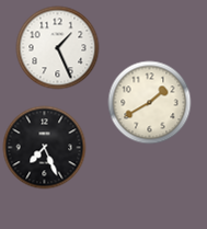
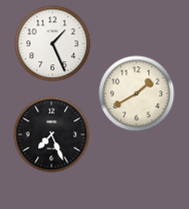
clock at (45, 148) position: (45, 148) -> (52, 135)
